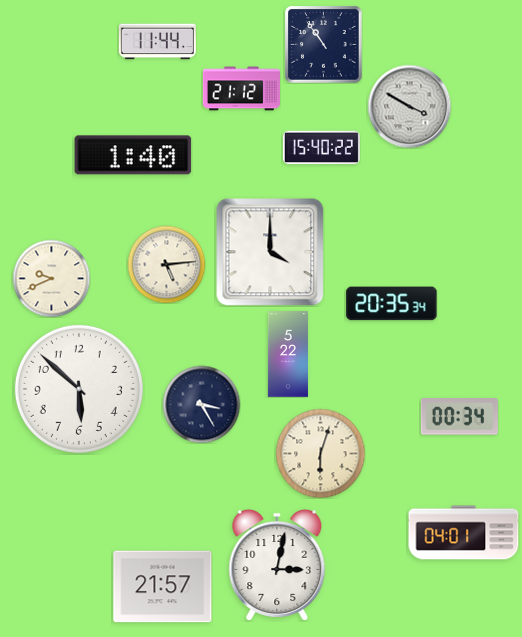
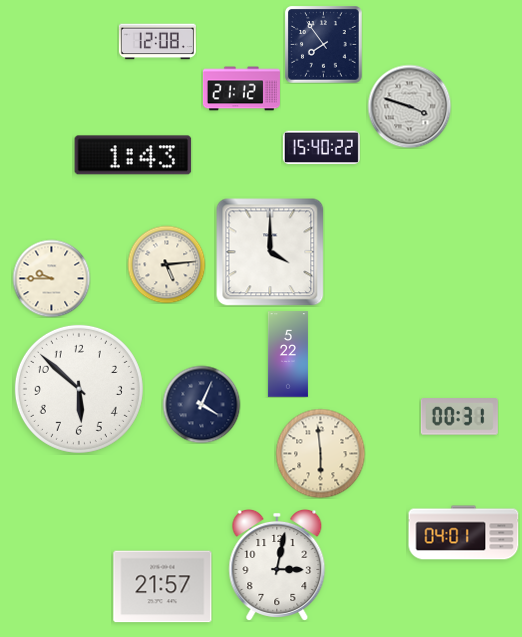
clock at (157, 42): 11:44 -> 12:08
clock at (323, 44): 10:54 -> 7:54
clock at (409, 106): 3:50 -> 3:48
clock at (133, 155): 1:40 -> 1:43
clock at (51, 278): 9:41 -> 9:45
clock at (392, 304): 20:35 -> none
clock at (201, 404): 3:25 -> 4:04
clock at (459, 417): 00:34 -> 00:31
clock at (320, 453): 6:03 -> 5:59
